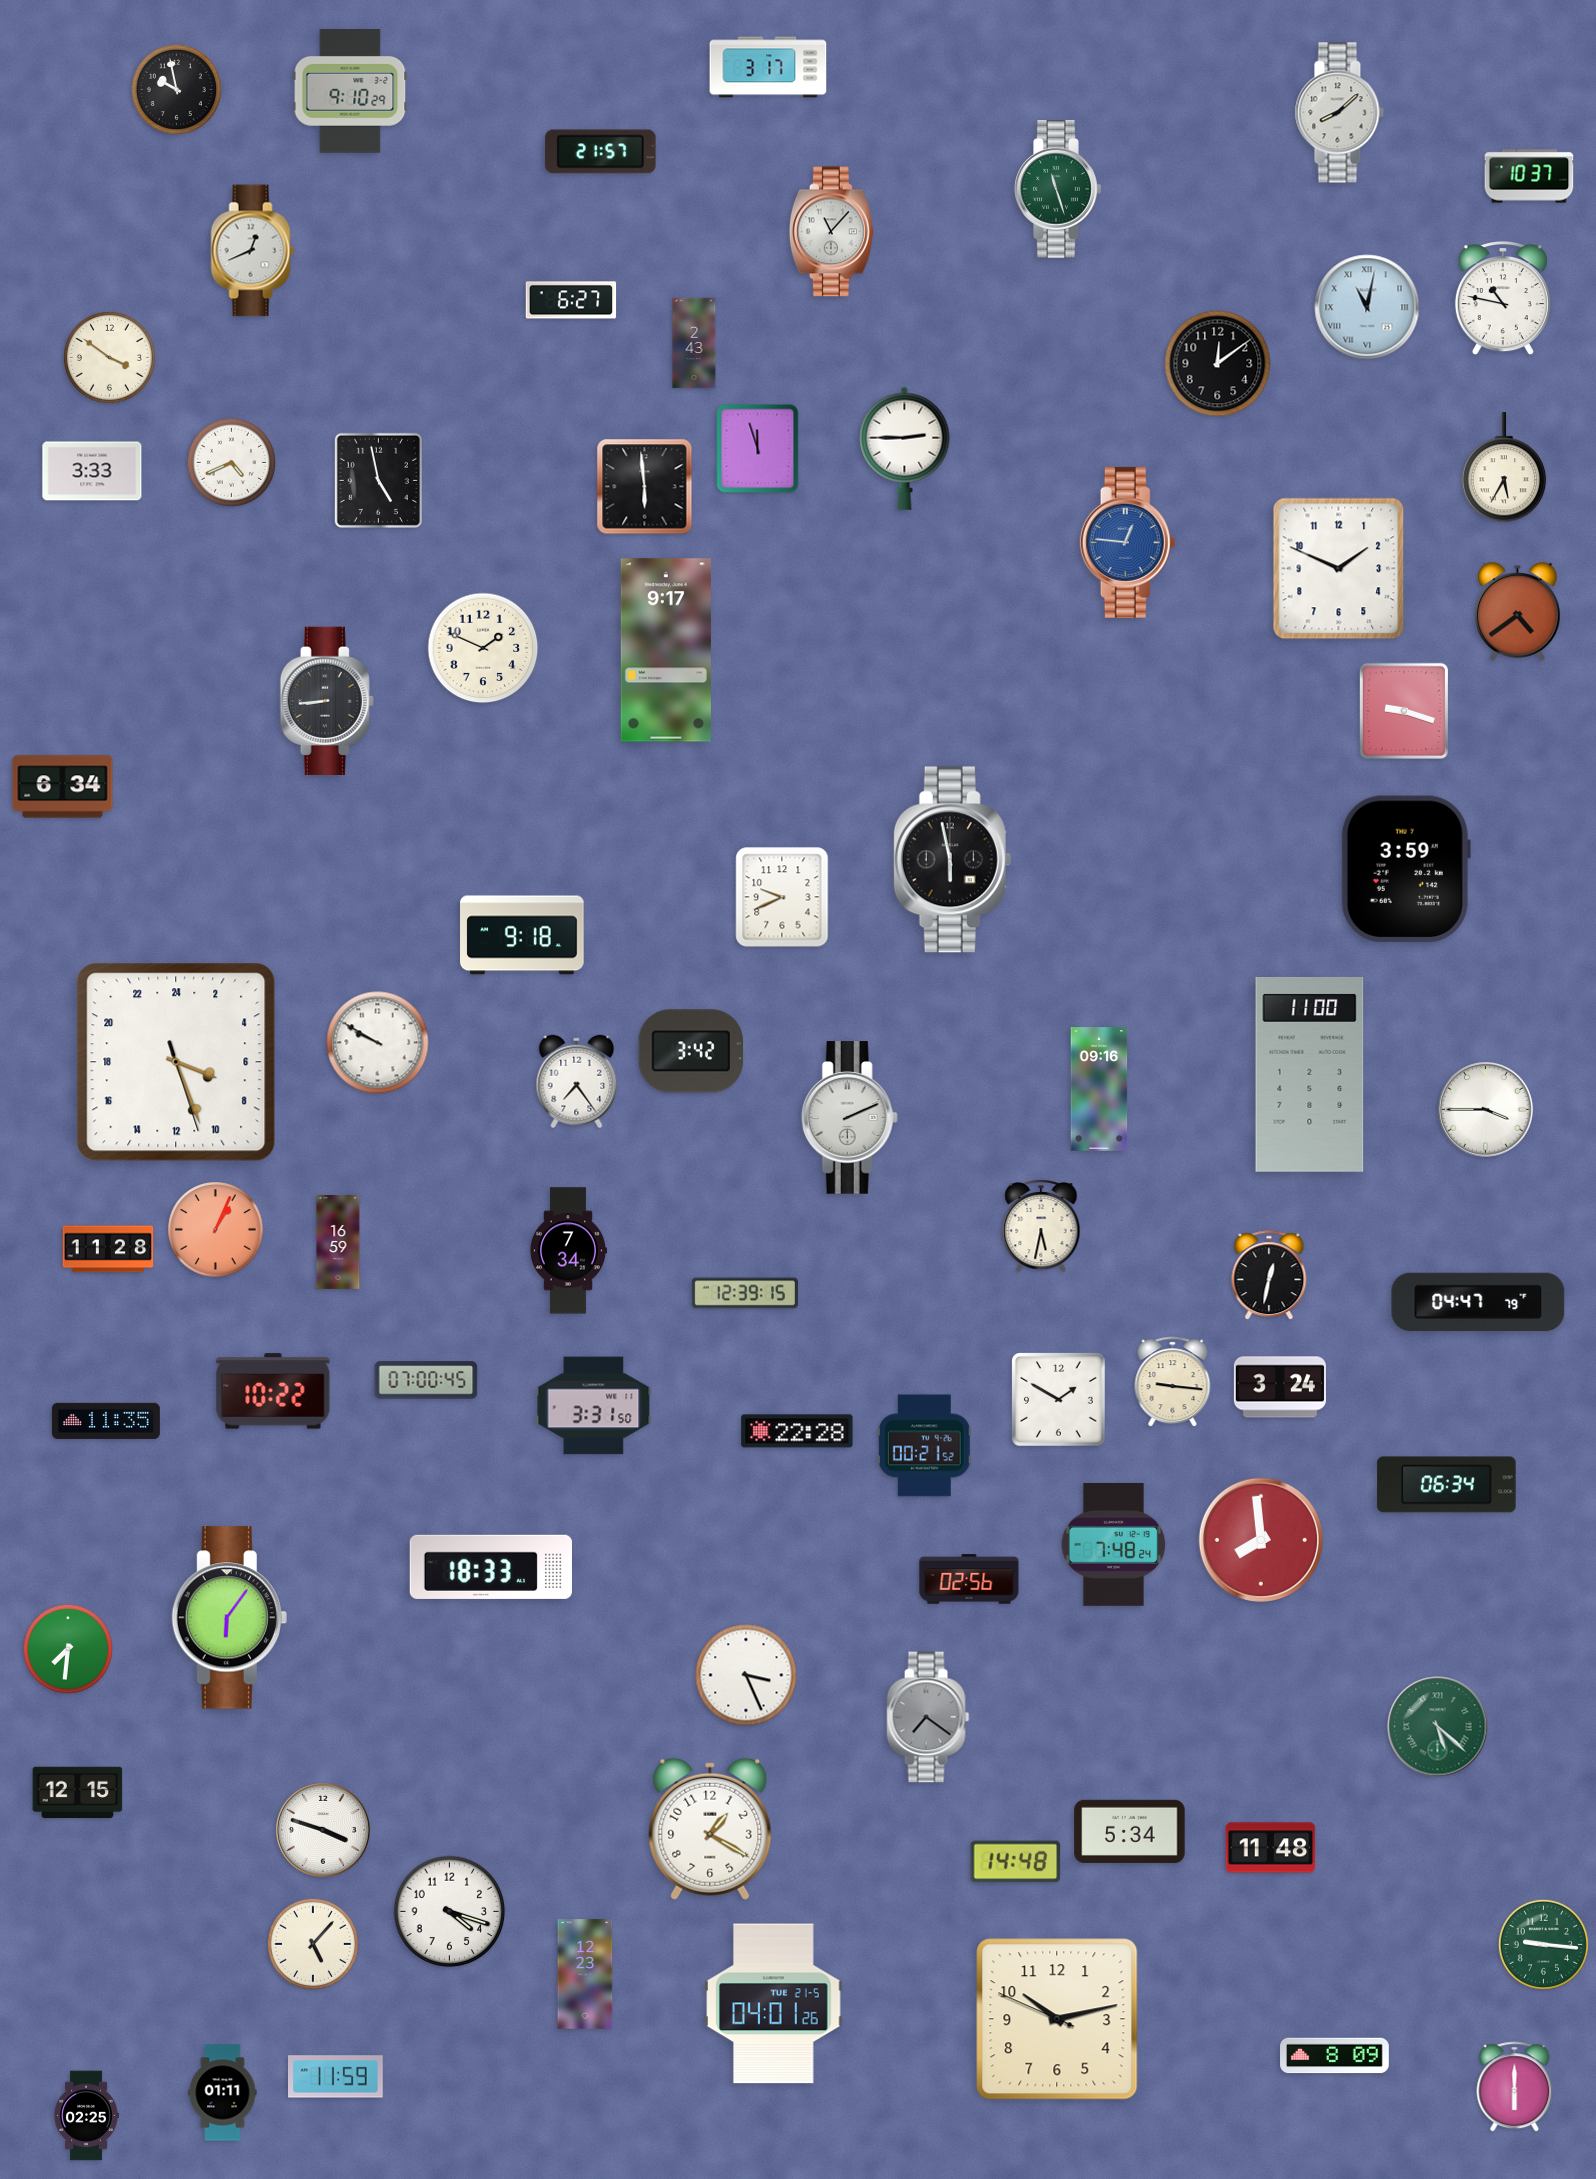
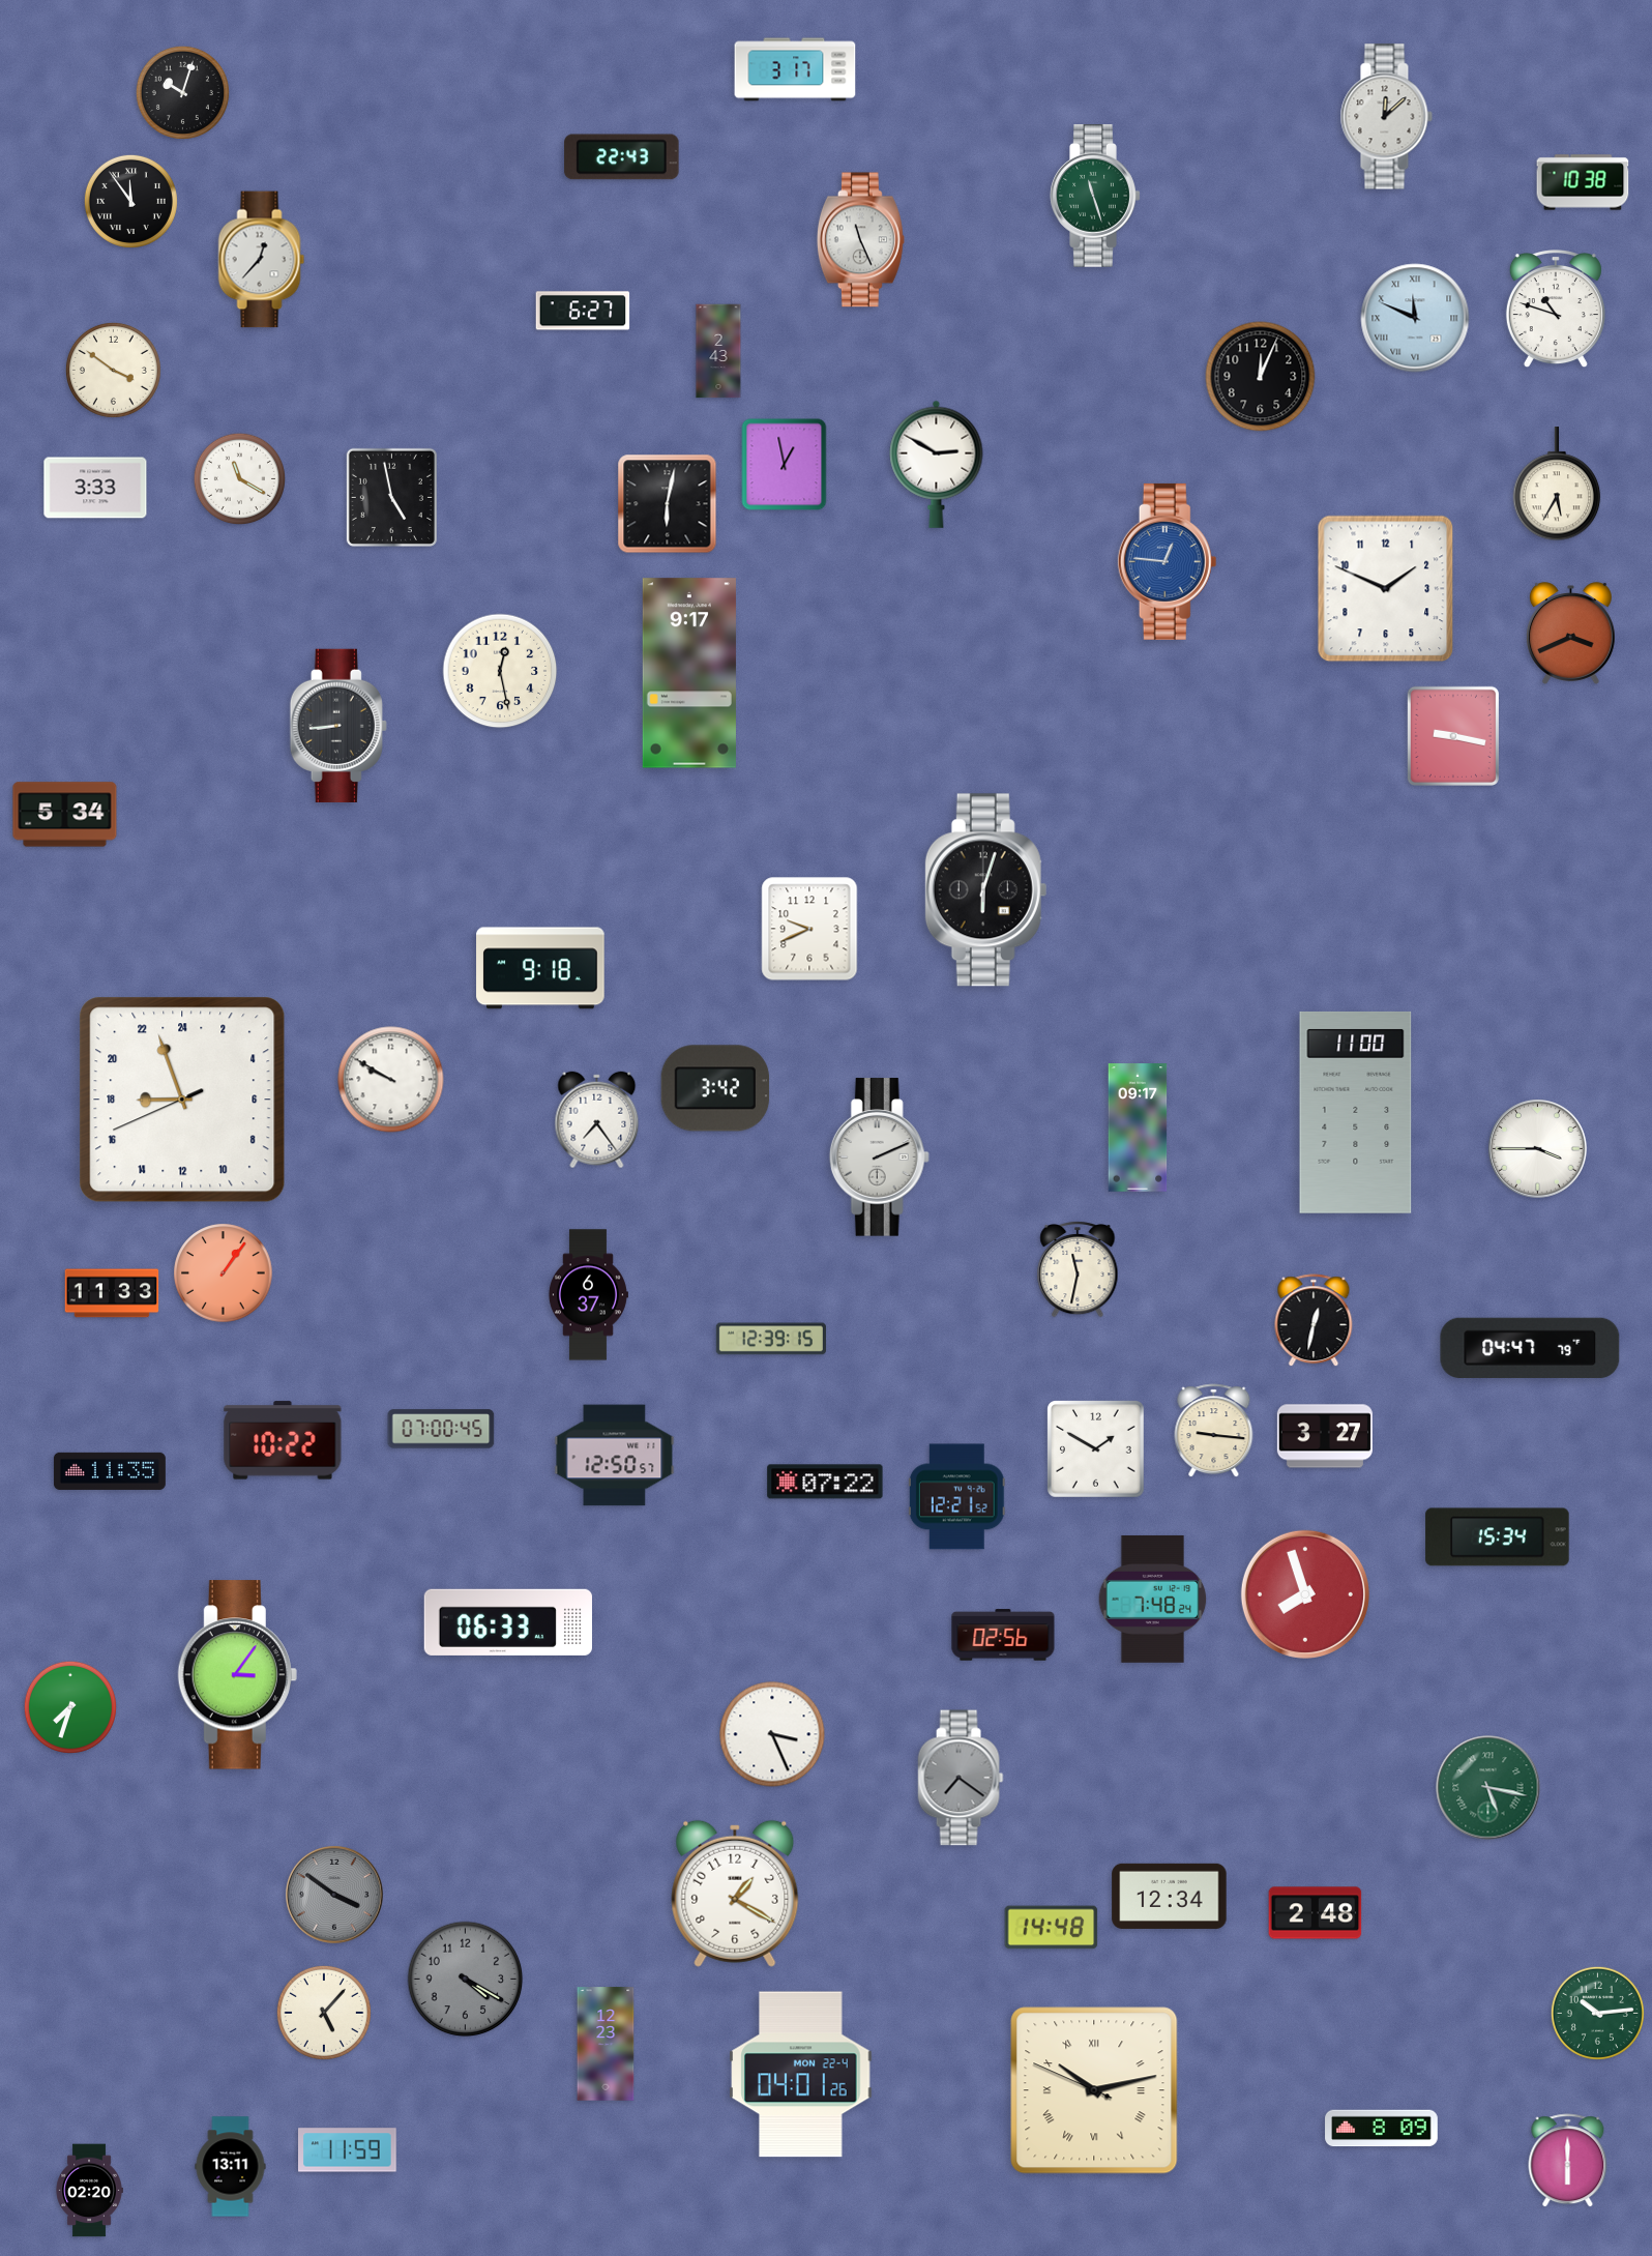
clock at (176, 89): 9:58 -> 10:03
clock at (350, 91): 9:10 -> none
clock at (1339, 113): 8:08 -> 12:08
clock at (601, 152): 21:57 -> 22:43
clock at (1529, 176): 10:37 -> 10:38
clock at (130, 201): none -> 11:54
clock at (831, 232): 11:07 -> 11:26
clock at (253, 251): 12:41 -> 12:37
clock at (1503, 299): 10:47 -> 10:48
clock at (571, 300) position: (571, 300) -> (583, 311)
clock at (1367, 307): 11:02 -> 11:49
clock at (694, 343) position: (694, 343) -> (718, 351)
clock at (1218, 364): 12:09 -> 12:04
clock at (905, 448): 2:45 -> 2:50
clock at (758, 449): 11:57 -> 12:58
clock at (231, 462): 4:41 -> 11:20
clock at (645, 487): 5:59 -> 6:02
clock at (1518, 612): 4:39 -> 3:41
clock at (483, 648): 1:49 -> 12:28
clock at (1404, 711): 9:18 -> 9:17
clock at (63, 787): 6:34 -> 5:34
clock at (953, 860): 5:58 -> 6:03
clock at (1406, 869): 3:59 -> none
clock at (176, 1062): 7:26 -> 17:56
clock at (1099, 1089): 09:16 -> 09:17
clock at (1041, 1226): 5:32 -> 11:32
clock at (216, 1230): 1:04 -> 1:06
clock at (338, 1243): 16:59 -> none
clock at (108, 1249): 11:28 -> 11:33
clock at (568, 1251): 7:34 -> 6:37
clock at (1280, 1387): 3:24 -> 3:27
clock at (594, 1406): 3:31 -> 12:50
clock at (797, 1431): 22:28 -> 07:22
clock at (924, 1446): 00:21 -> 12:21
clock at (1447, 1485): 06:34 -> 15:34
clock at (1261, 1540): 7:59 -> 7:57
clock at (491, 1567): 18:33 -> 06:33
clock at (229, 1618): 6:06 -> 3:06
clock at (68, 1649): 7:31 -> 7:33
clock at (1438, 1727): 5:22 -> 5:17
clock at (78, 1793): 12:15 -> none
clock at (324, 1831): 3:48 -> 3:51
clock at (324, 1831) dial: white -> grey
clock at (1130, 1831): 5:34 -> 12:34
clock at (1271, 1848): 11:48 -> 2:48
clock at (450, 1912): 4:18 -> 4:20
clock at (450, 1912) dial: white -> grey
clock at (1543, 1944): 9:16 -> 10:14
clock at (774, 2004) date: TUE 21-5 -> MON 22-4
clock at (1057, 2019) numerals: Arabic -> Roman
clock at (223, 2093): 01:11 -> 13:11
clock at (86, 2116): 02:25 -> 02:20
